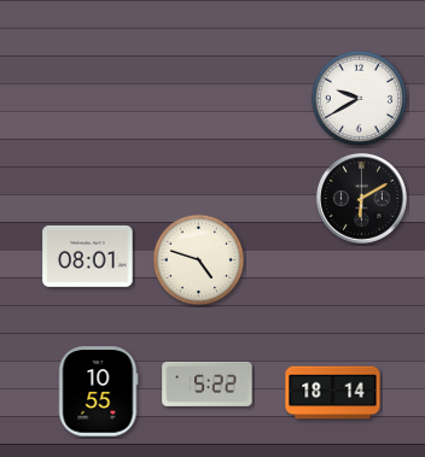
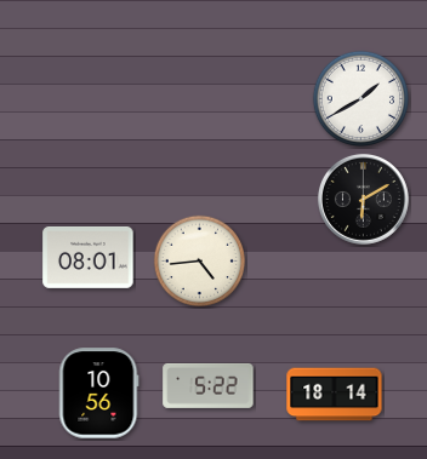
clock at (359, 98): 9:40 -> 1:40
clock at (199, 260): 4:48 -> 4:44
clock at (98, 392): 10:55 -> 10:56
